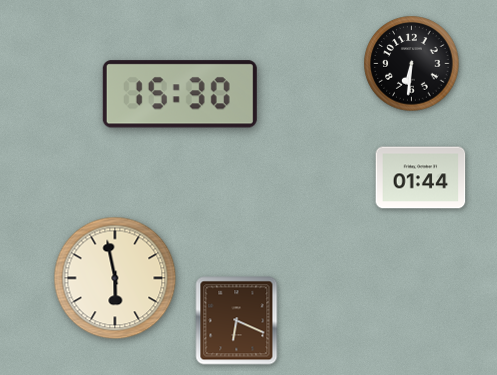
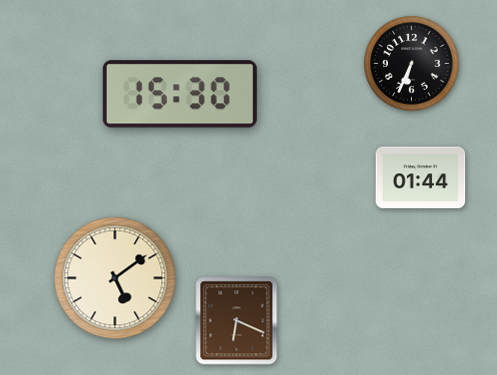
clock at (412, 64): 6:31 -> 6:34
clock at (115, 278): 5:58 -> 5:09
